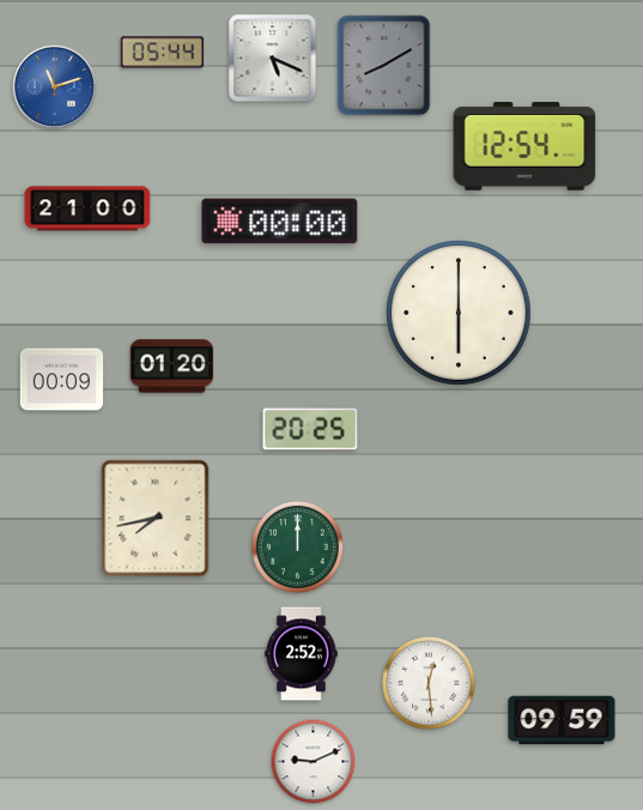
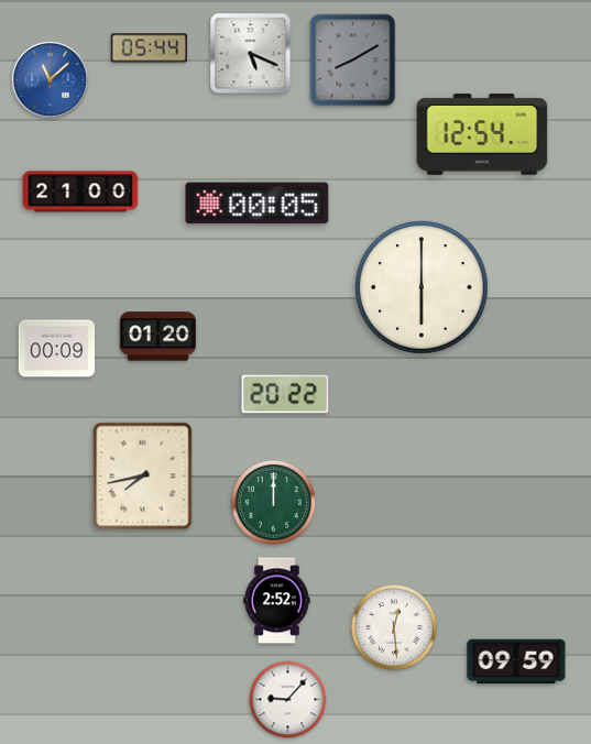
clock at (54, 86): 11:12 -> 11:08
clock at (280, 222): 00:00 -> 00:05
clock at (310, 429): 20:25 -> 20:22
clock at (314, 762): 9:11 -> 9:07
